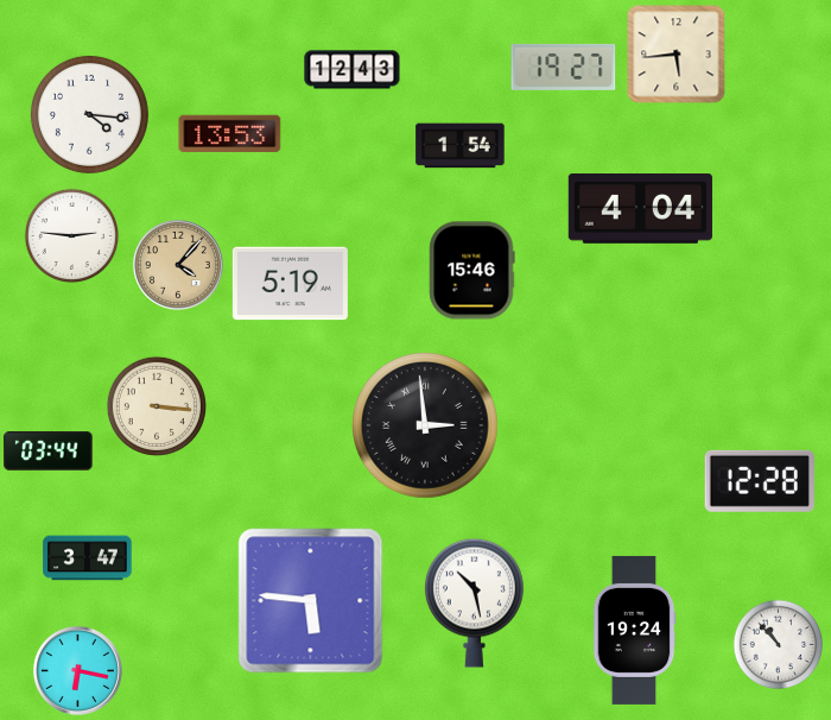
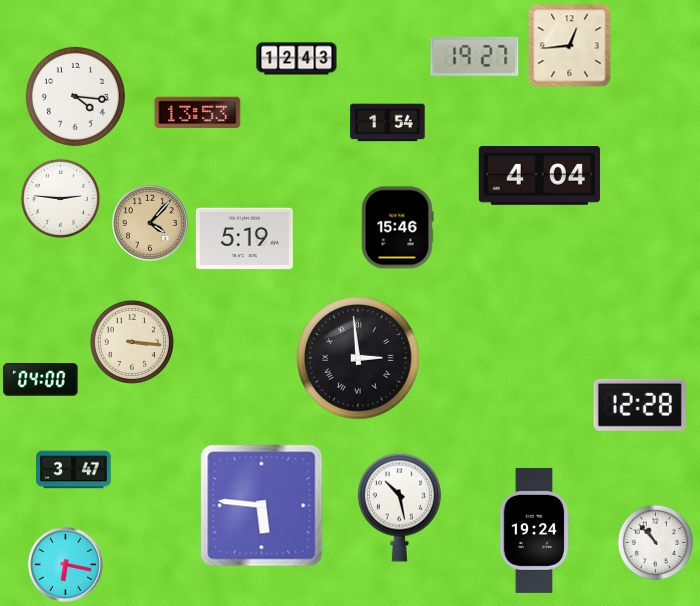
clock at (677, 55): 5:44 -> 12:44
clock at (230, 133) position: (230, 133) -> (198, 112)
clock at (49, 451): 03:44 -> 04:00
